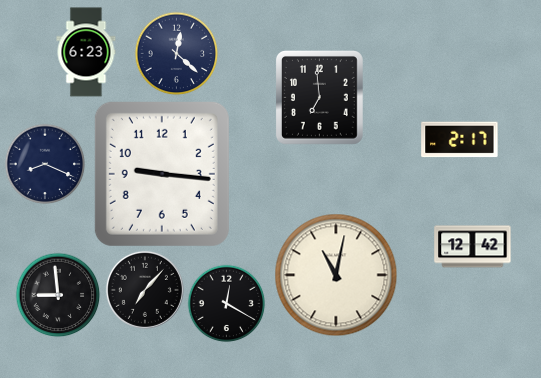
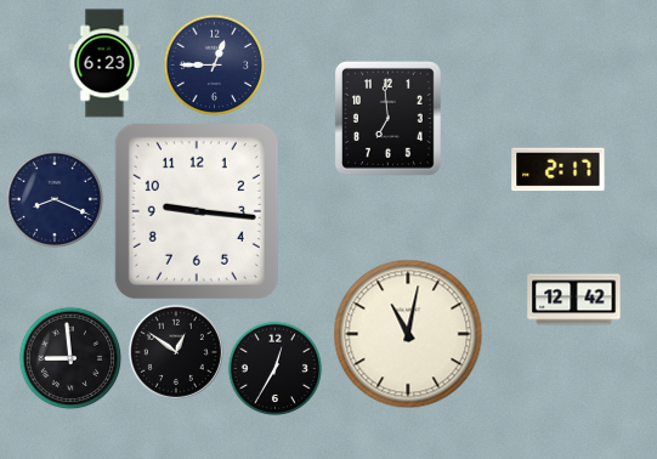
clock at (176, 53): 12:22 -> 12:45
clock at (145, 290): 7:07 -> 12:51
clock at (226, 303): 12:20 -> 12:35
